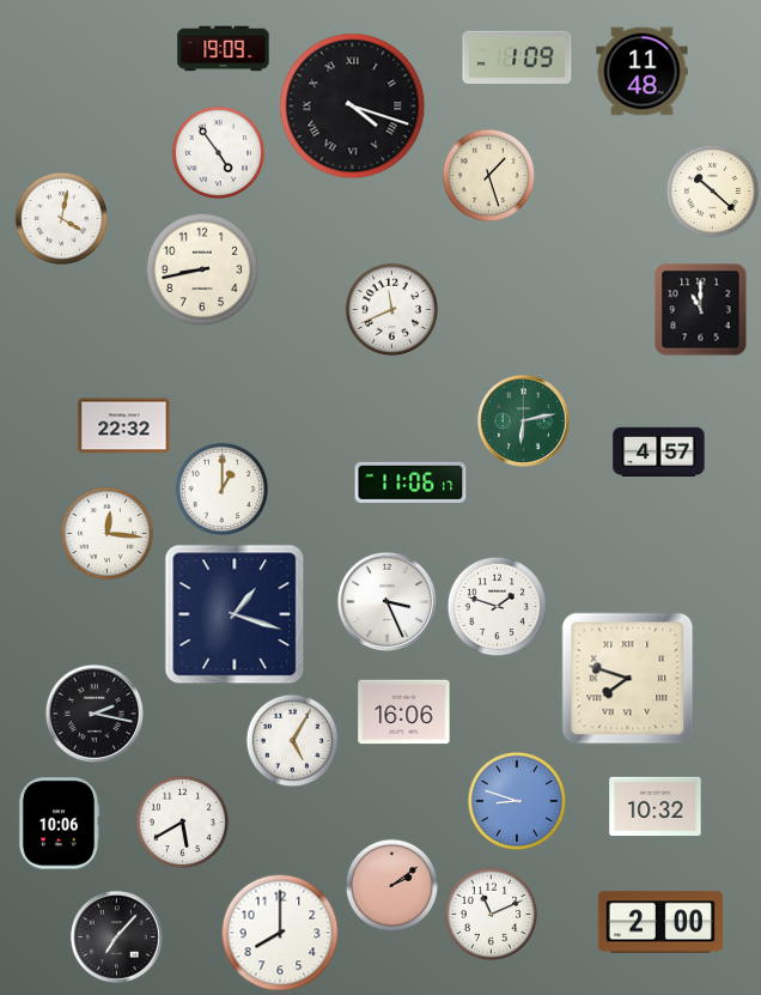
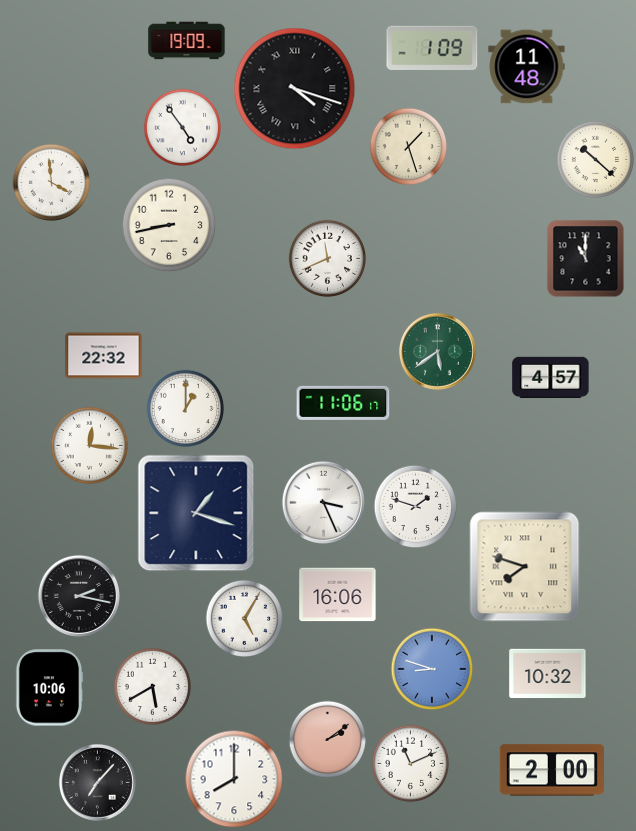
clock at (643, 72) position: (643, 72) -> (527, 67)
clock at (61, 218): 4:02 -> 3:59
clock at (523, 420): 6:13 -> 5:39
